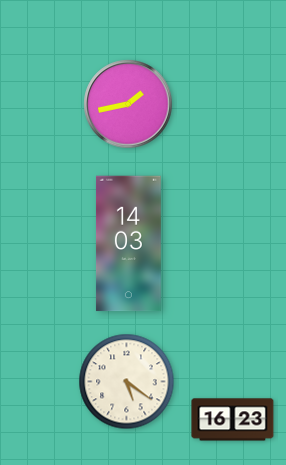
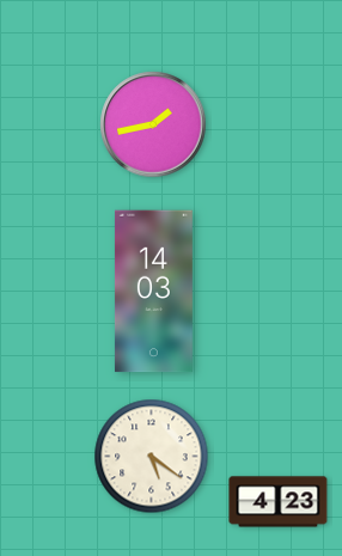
clock at (233, 420): 16:23 -> 4:23
